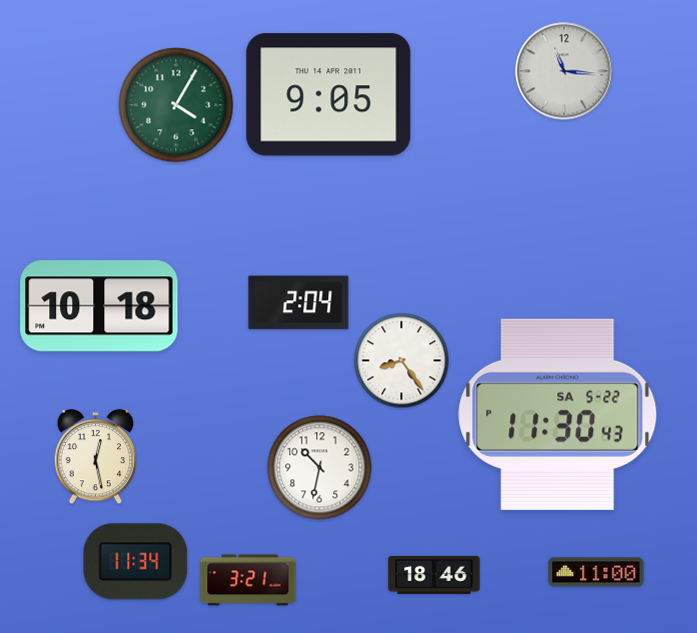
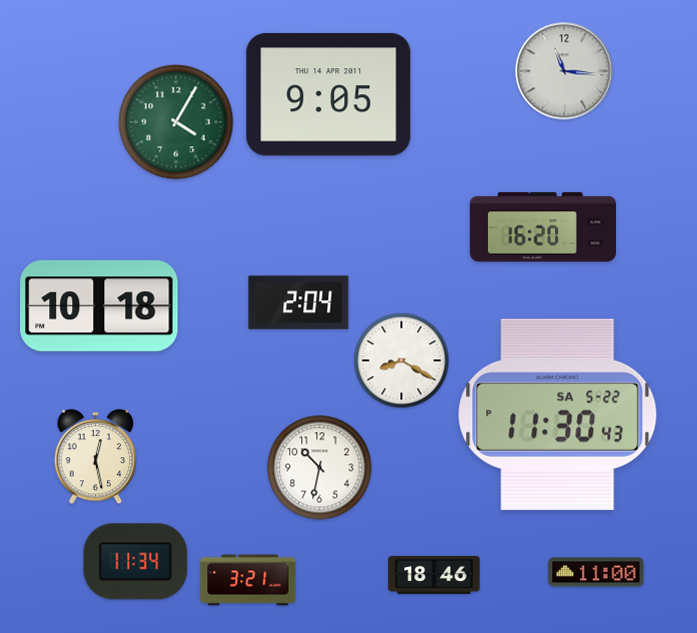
clock at (176, 105) position: (176, 105) -> (176, 122)
clock at (543, 227): none -> 16:20
clock at (402, 361): 8:24 -> 8:20
